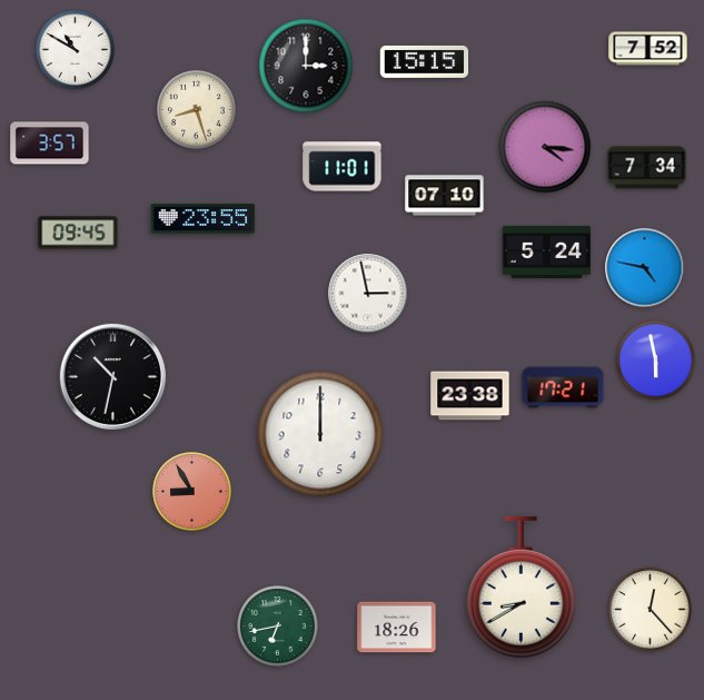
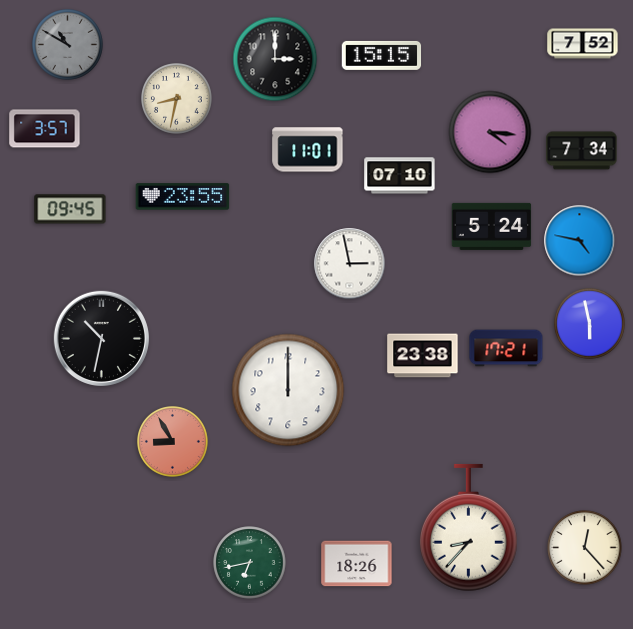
clock at (76, 50) dial: white -> grey
clock at (197, 110): 8:27 -> 8:32
clock at (368, 294) position: (368, 294) -> (350, 264)
clock at (520, 588): 8:40 -> 8:37
